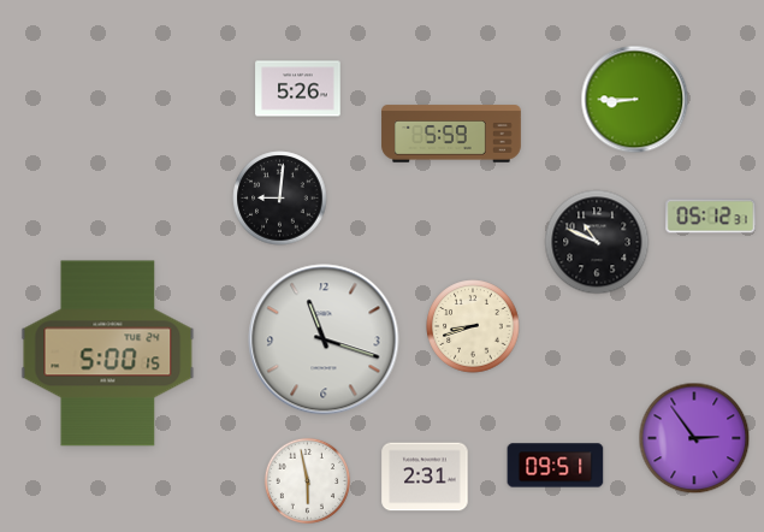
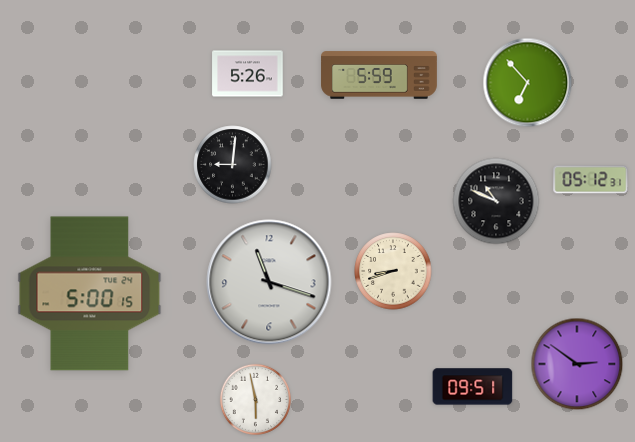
clock at (635, 100): 8:45 -> 6:53
clock at (451, 134) position: (451, 134) -> (379, 75)
clock at (694, 438): 2:54 -> 2:51
clock at (556, 466) position: (556, 466) -> (473, 387)
clock at (425, 477): 2:31 -> none
